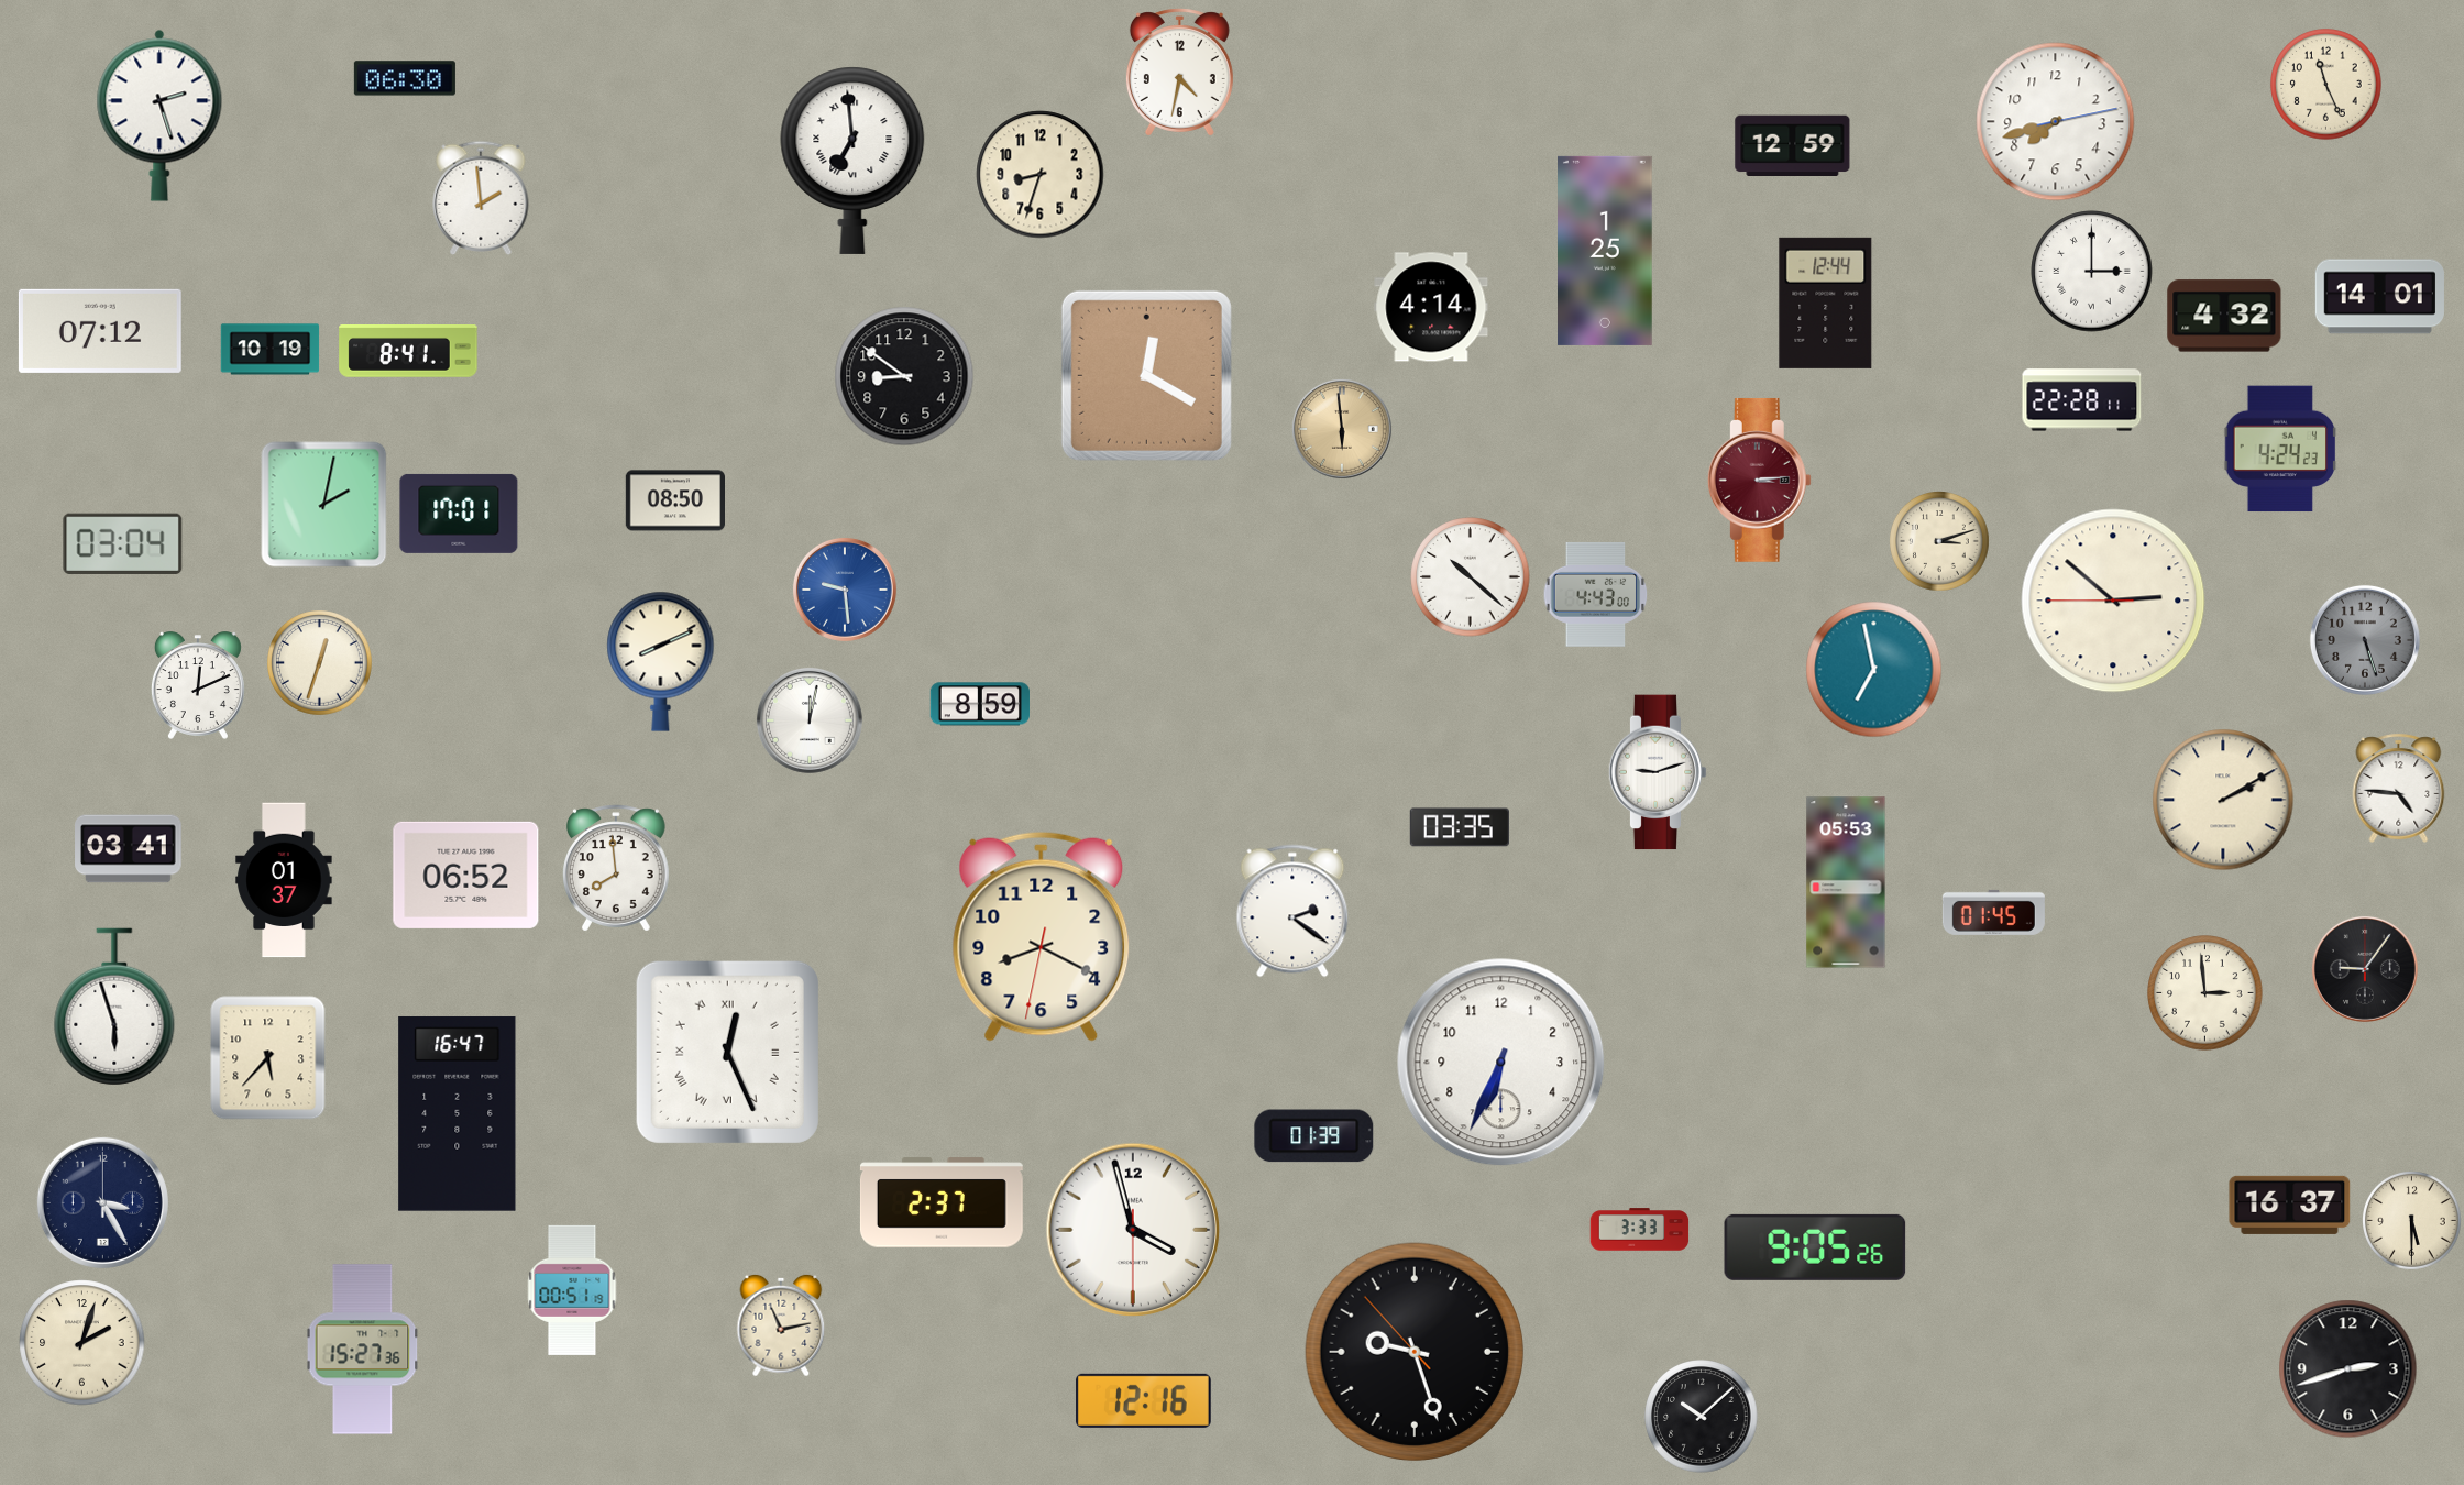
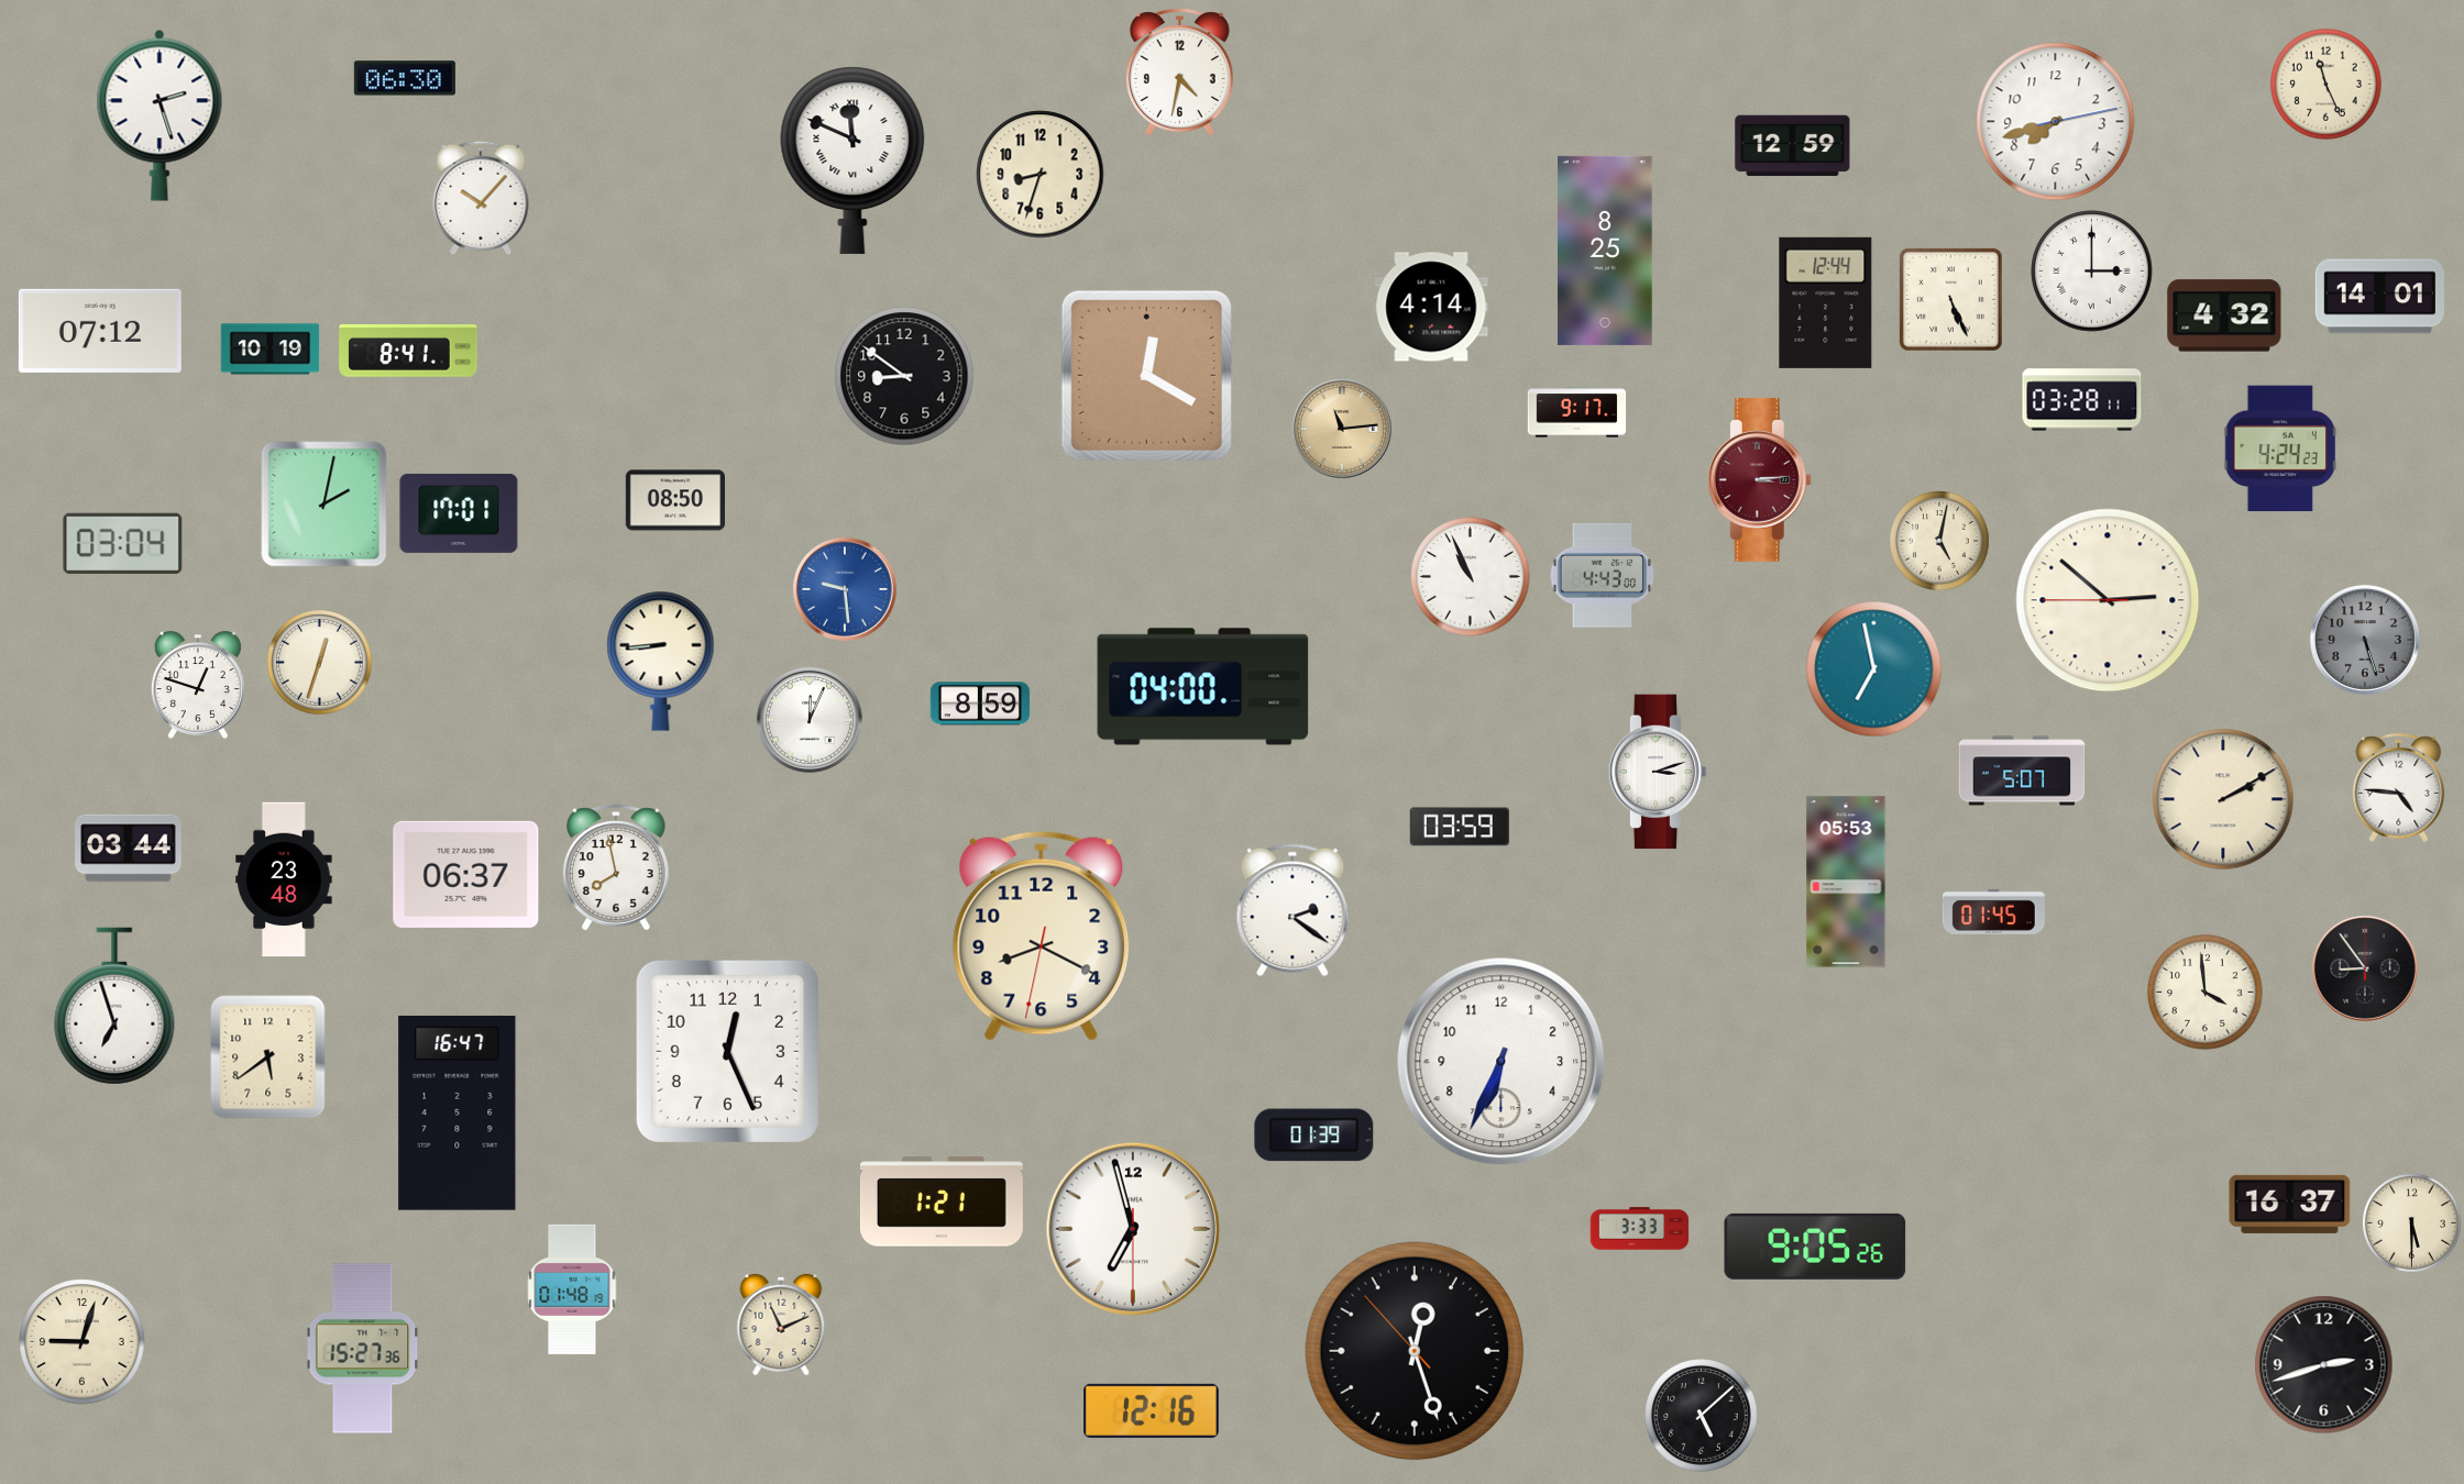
clock at (853, 161): 6:59 -> 11:49
clock at (481, 197): 1:59 -> 10:07
clock at (1606, 251): 1:25 -> 8:25
clock at (1951, 300): none -> 5:26
clock at (2082, 400): 22:28 -> 03:28
clock at (1577, 412): none -> 9:17
clock at (1342, 429): 5:59 -> 11:14
clock at (1940, 542): 3:12 -> 5:02
clock at (1471, 577): 10:22 -> 10:56
clock at (1596, 594) position: (1596, 594) -> (1603, 575)
clock at (2113, 601) position: (2113, 601) -> (2108, 600)
clock at (661, 661): 8:11 -> 8:44
clock at (198, 685): 12:11 -> 12:48
clock at (1203, 687): none -> 04:00
clock at (810, 721): 12:02 -> 12:04
clock at (2022, 771): none -> 5:07
clock at (1658, 772): 9:12 -> 3:12
clock at (1460, 827): 03:35 -> 03:59
clock at (129, 849): 03:41 -> 03:44
clock at (616, 868): 7:59 -> 7:58
clock at (466, 875): 06:52 -> 06:37
clock at (284, 880): 01:37 -> 23:48
clock at (2365, 969): 9:06 -> 8:54
clock at (2205, 993): 2:59 -> 3:59
clock at (114, 1007): 5:57 -> 6:57
clock at (727, 1052) numerals: Roman -> Arabic
clock at (268, 1058): 5:37 -> 5:39
clock at (102, 1202): 3:25 -> none
clock at (942, 1202): 2:37 -> 1:21
clock at (2412, 1221) position: (2412, 1221) -> (2412, 1223)
clock at (1133, 1230): 3:57 -> 6:57
clock at (572, 1290): 00:51 -> 01:48
clock at (781, 1325): 11:13 -> 11:11
clock at (82, 1343): 2:03 -> 9:03
clock at (1415, 1352): 9:26 -> 12:26
clock at (2348, 1369) position: (2348, 1369) -> (2324, 1365)
clock at (1144, 1400) position: (1144, 1400) -> (1152, 1410)
clock at (1702, 1417): 10:08 -> 5:08
